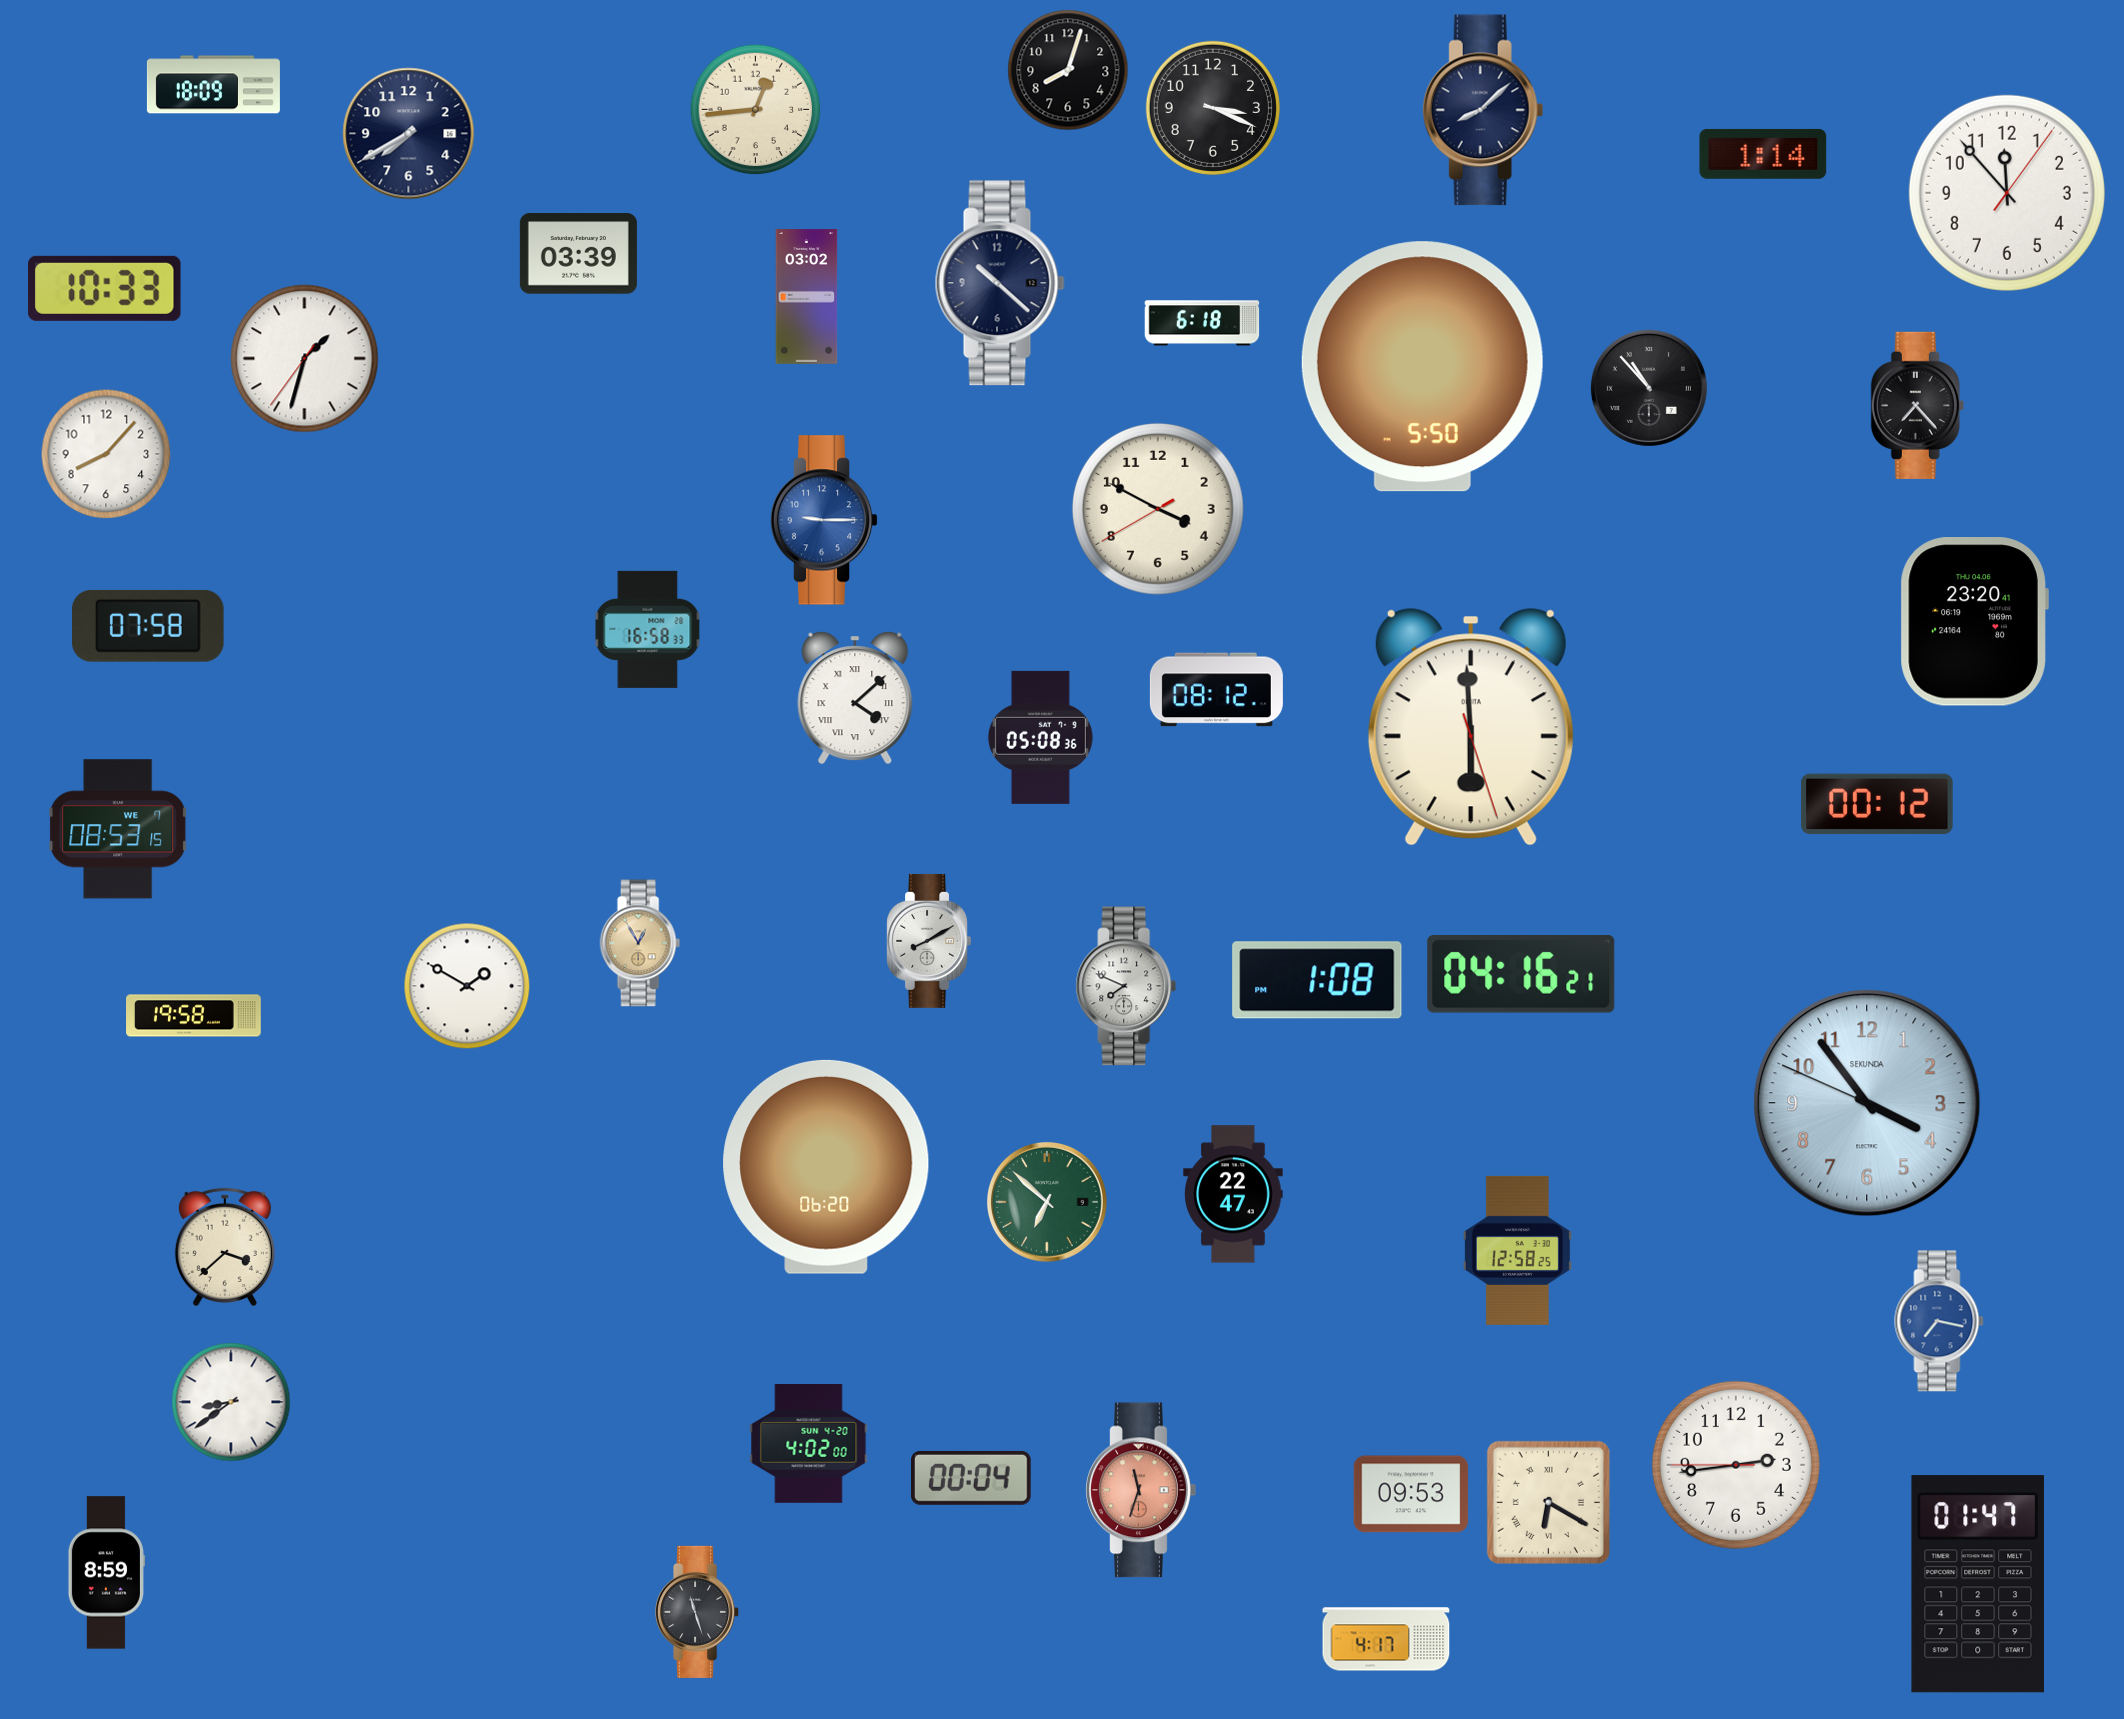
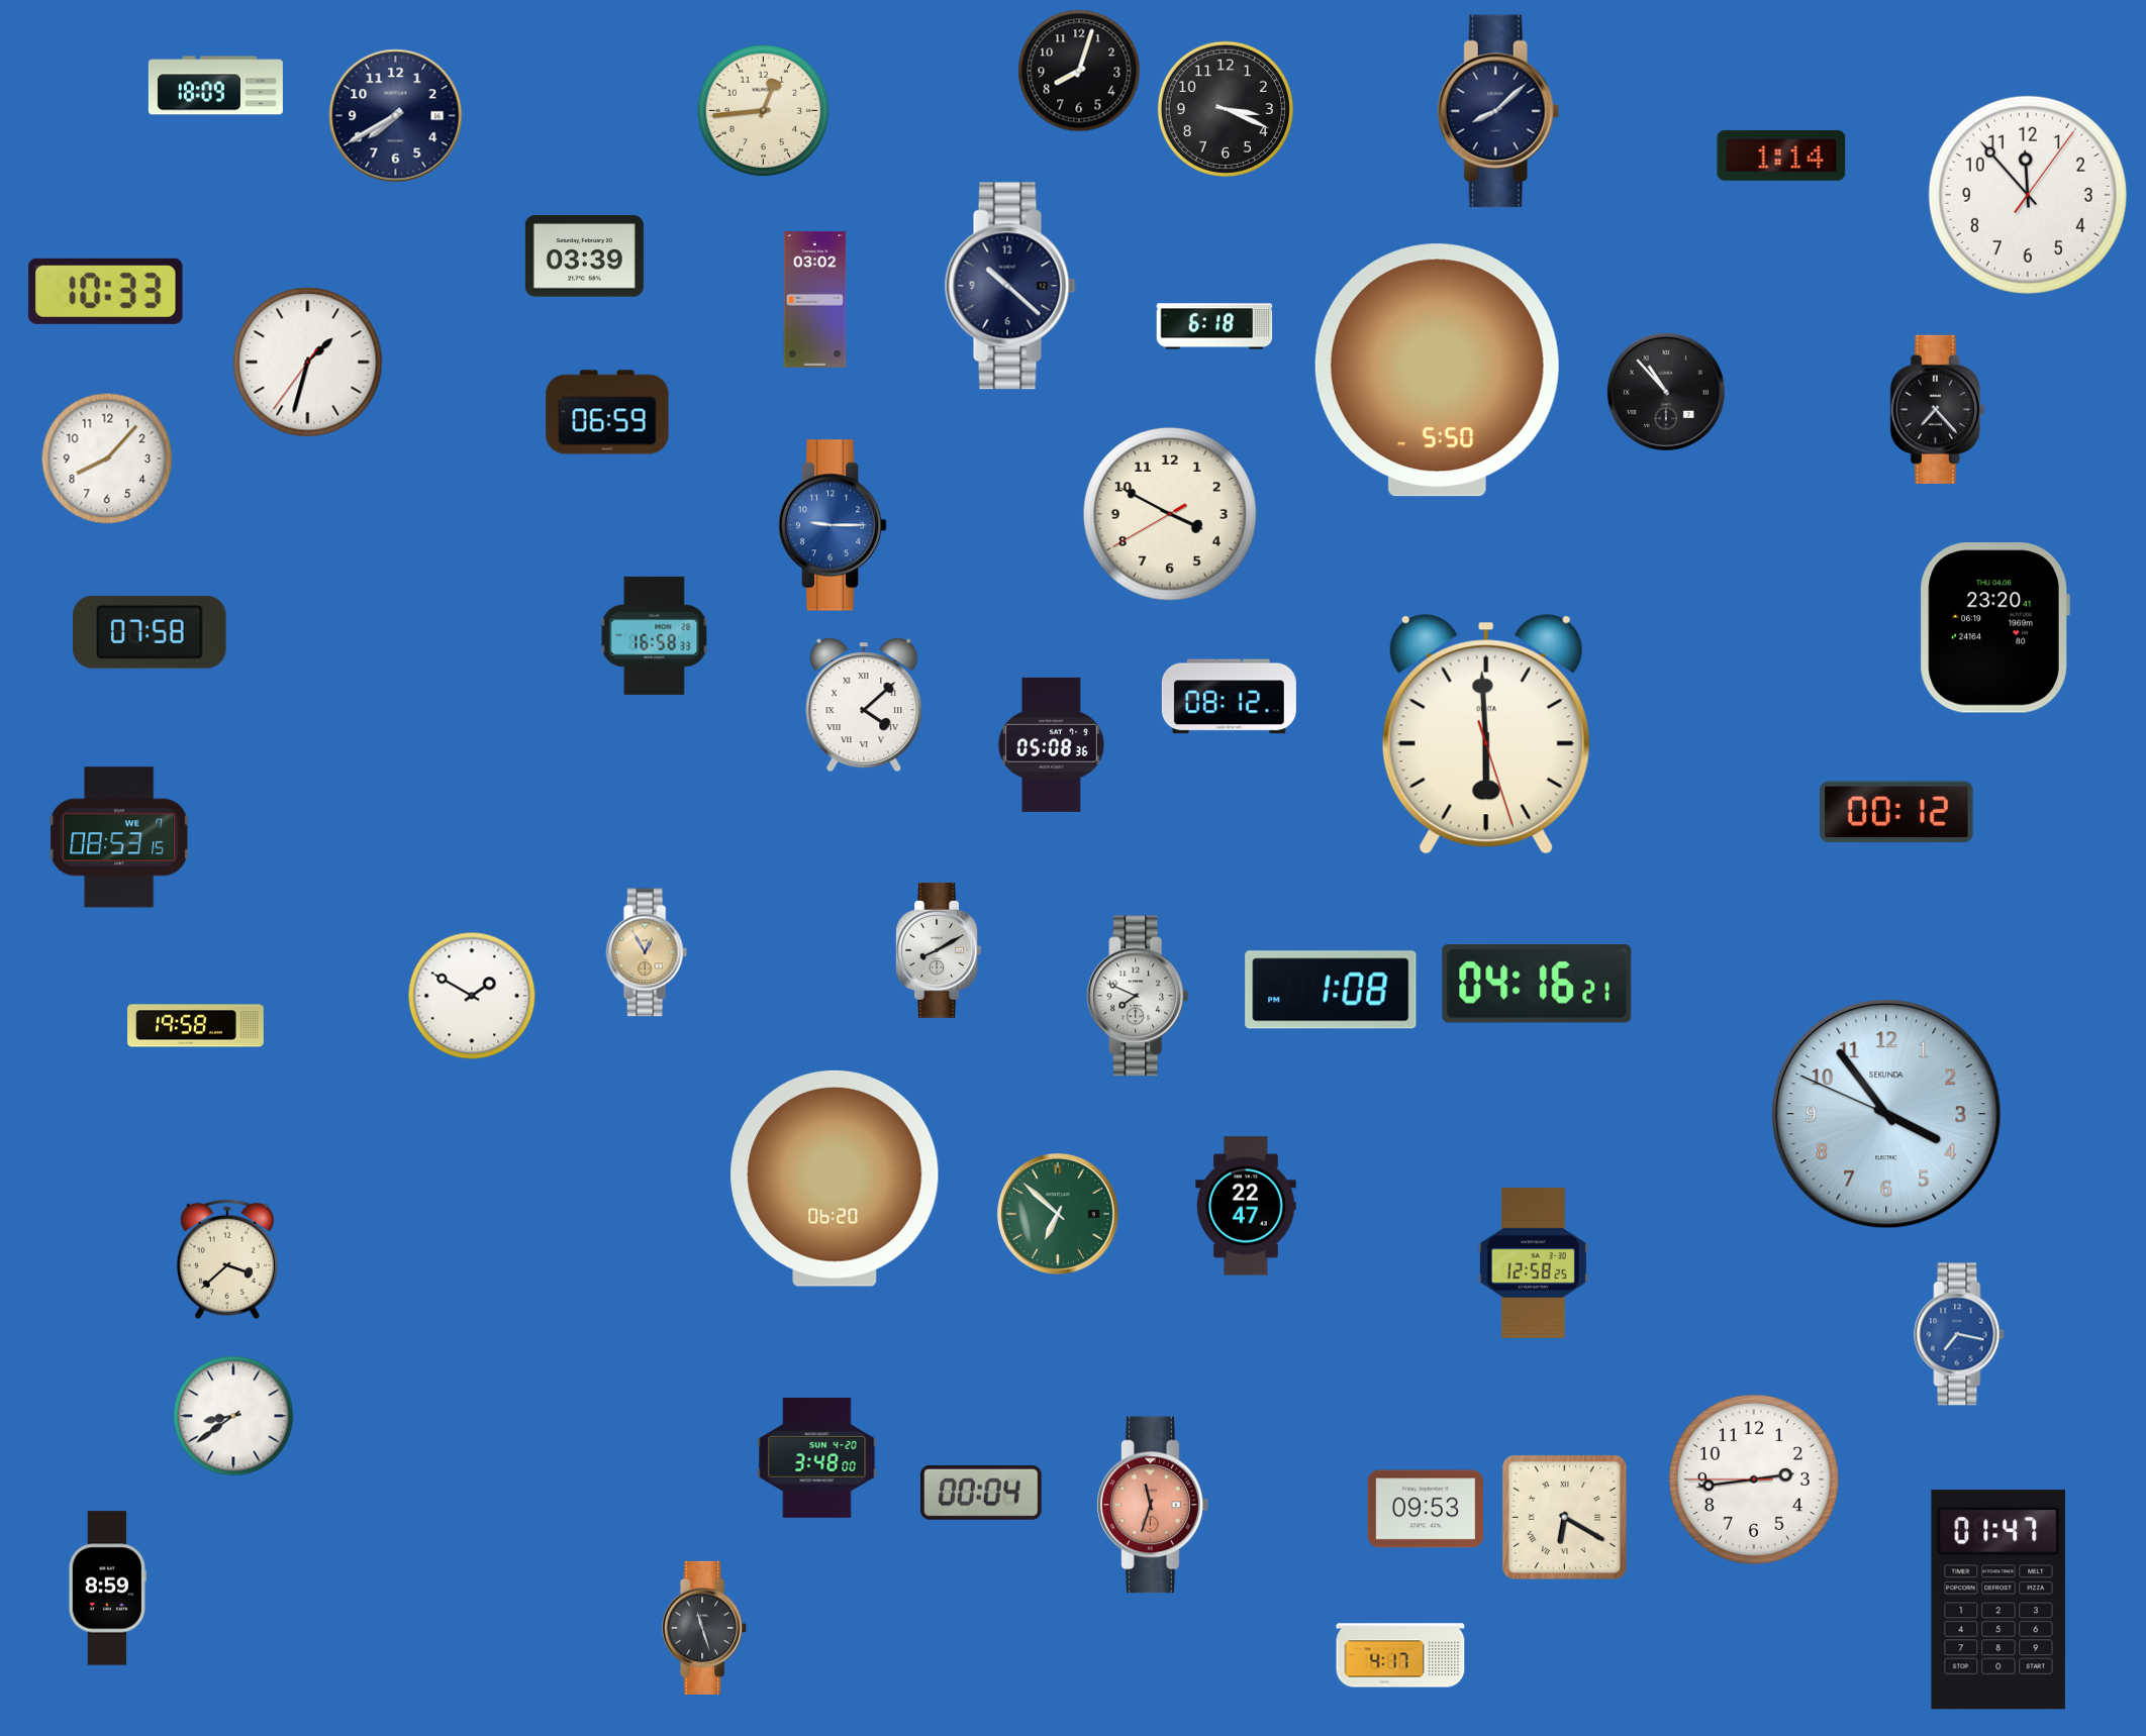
clock at (409, 134) position: (409, 134) -> (396, 116)
clock at (607, 412): none -> 06:59
clock at (809, 1444): 4:02 -> 3:48
